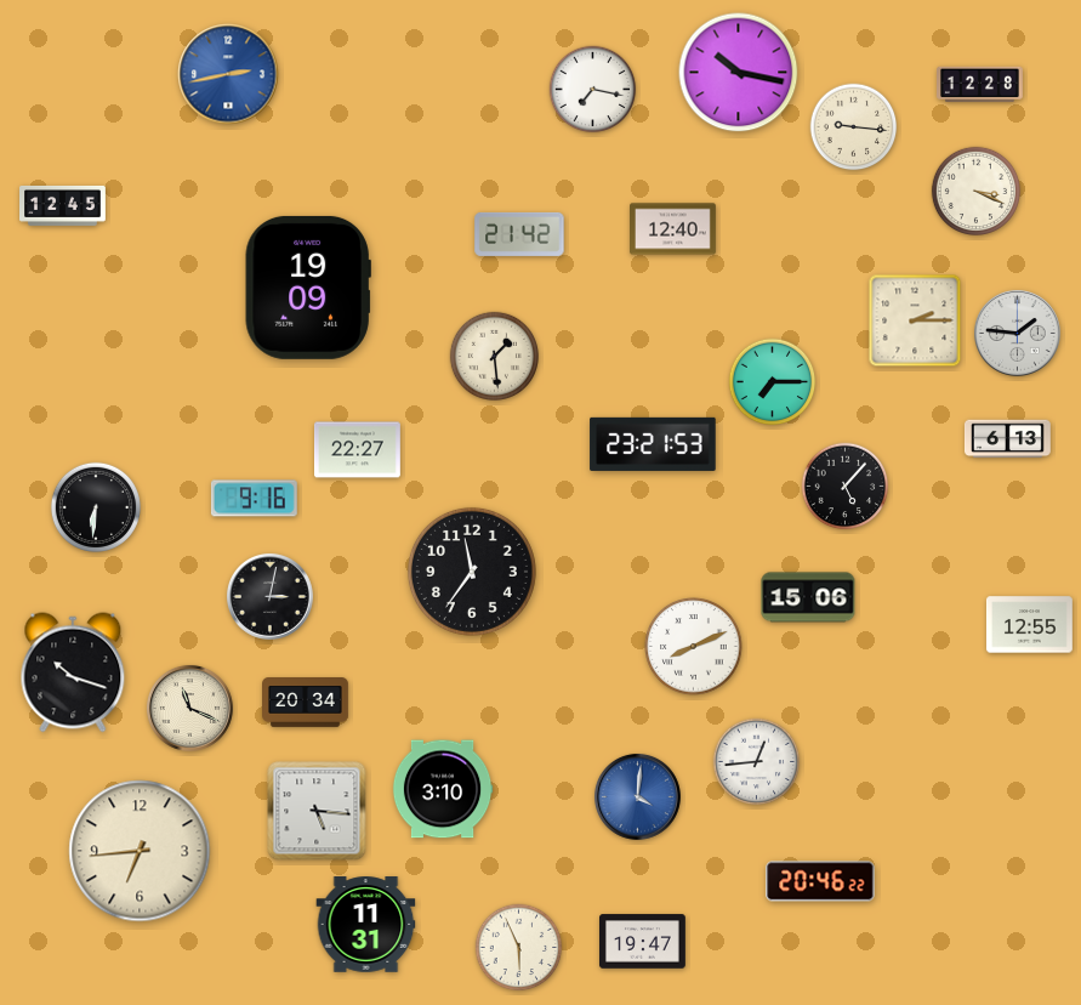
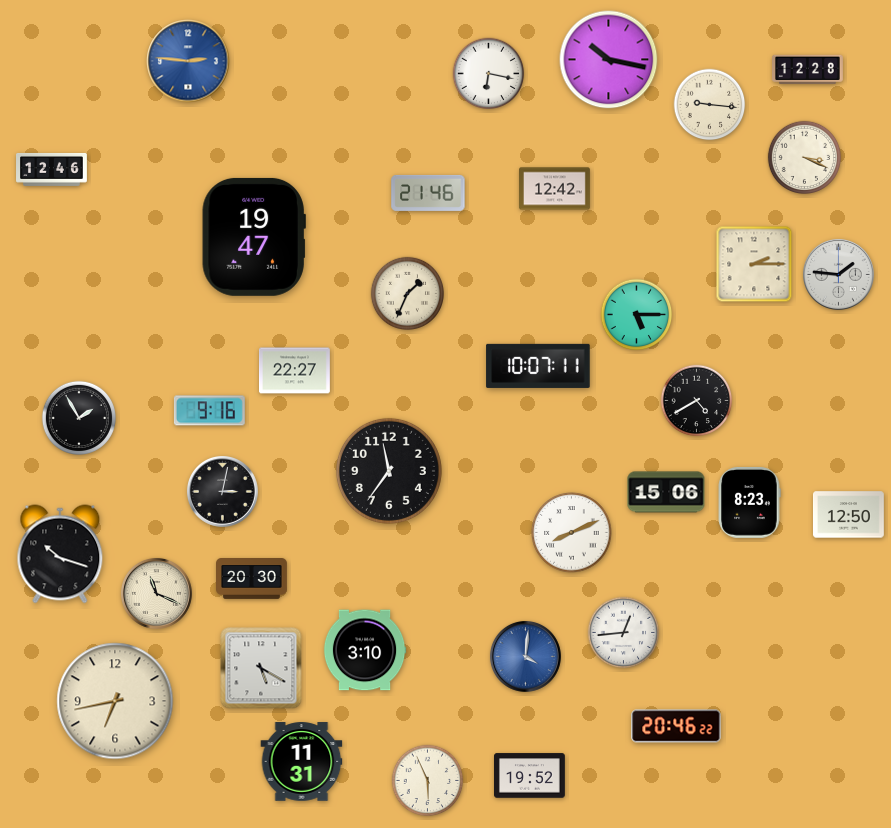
clock at (228, 74): 2:43 -> 2:46
clock at (593, 90): 7:17 -> 6:17
clock at (854, 127) position: (854, 127) -> (710, 105)
clock at (63, 205): 12:45 -> 12:46
clock at (673, 229): 12:40 -> 12:42
clock at (519, 234): 21:42 -> 21:46
clock at (308, 288): 19:09 -> 19:47
clock at (494, 356): 1:29 -> 1:34
clock at (773, 382): 7:15 -> 5:15
clock at (1008, 439): 6:13 -> none
clock at (653, 444): 23:21 -> 10:07
clock at (846, 487): 5:07 -> 4:40
clock at (96, 507): 6:31 -> 1:55
clock at (749, 502): none -> 8:23
clock at (1029, 625): 12:55 -> 12:50
clock at (306, 703): 20:34 -> 20:30
clock at (189, 708) position: (189, 708) -> (156, 593)
clock at (757, 762) position: (757, 762) -> (624, 633)
clock at (317, 811): 5:16 -> 5:20
clock at (140, 851): 6:44 -> 6:43
clock at (643, 942): 19:47 -> 19:52
